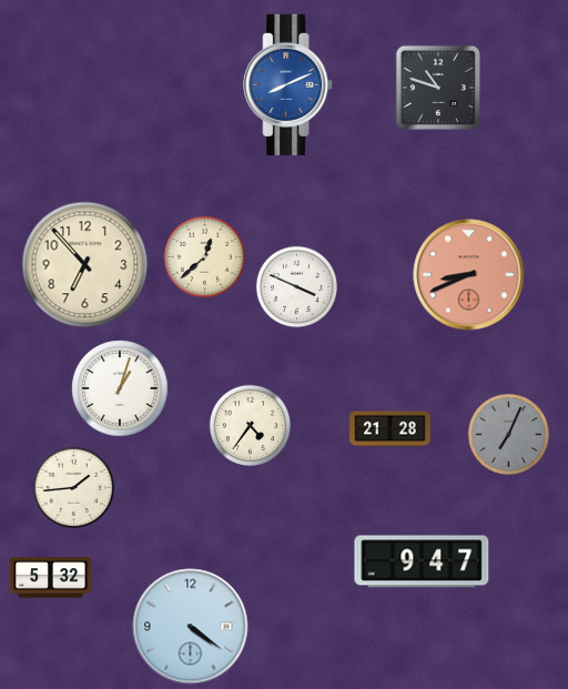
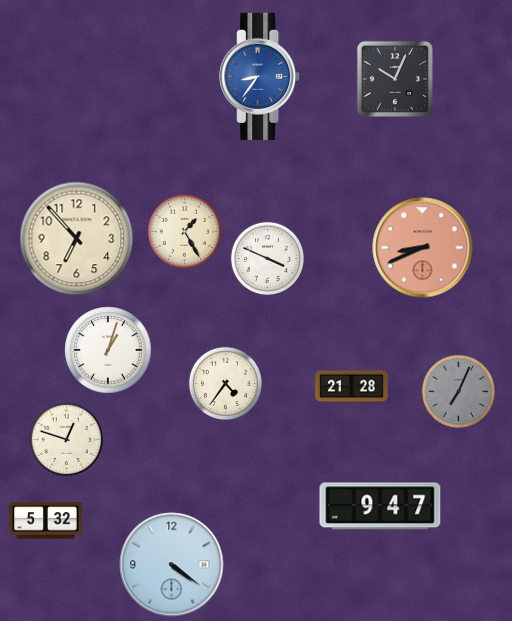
clock at (288, 84): 8:11 -> 8:36
clock at (438, 88): 10:48 -> 10:04
clock at (205, 257): 12:38 -> 1:25
clock at (74, 488): 1:44 -> 12:48
